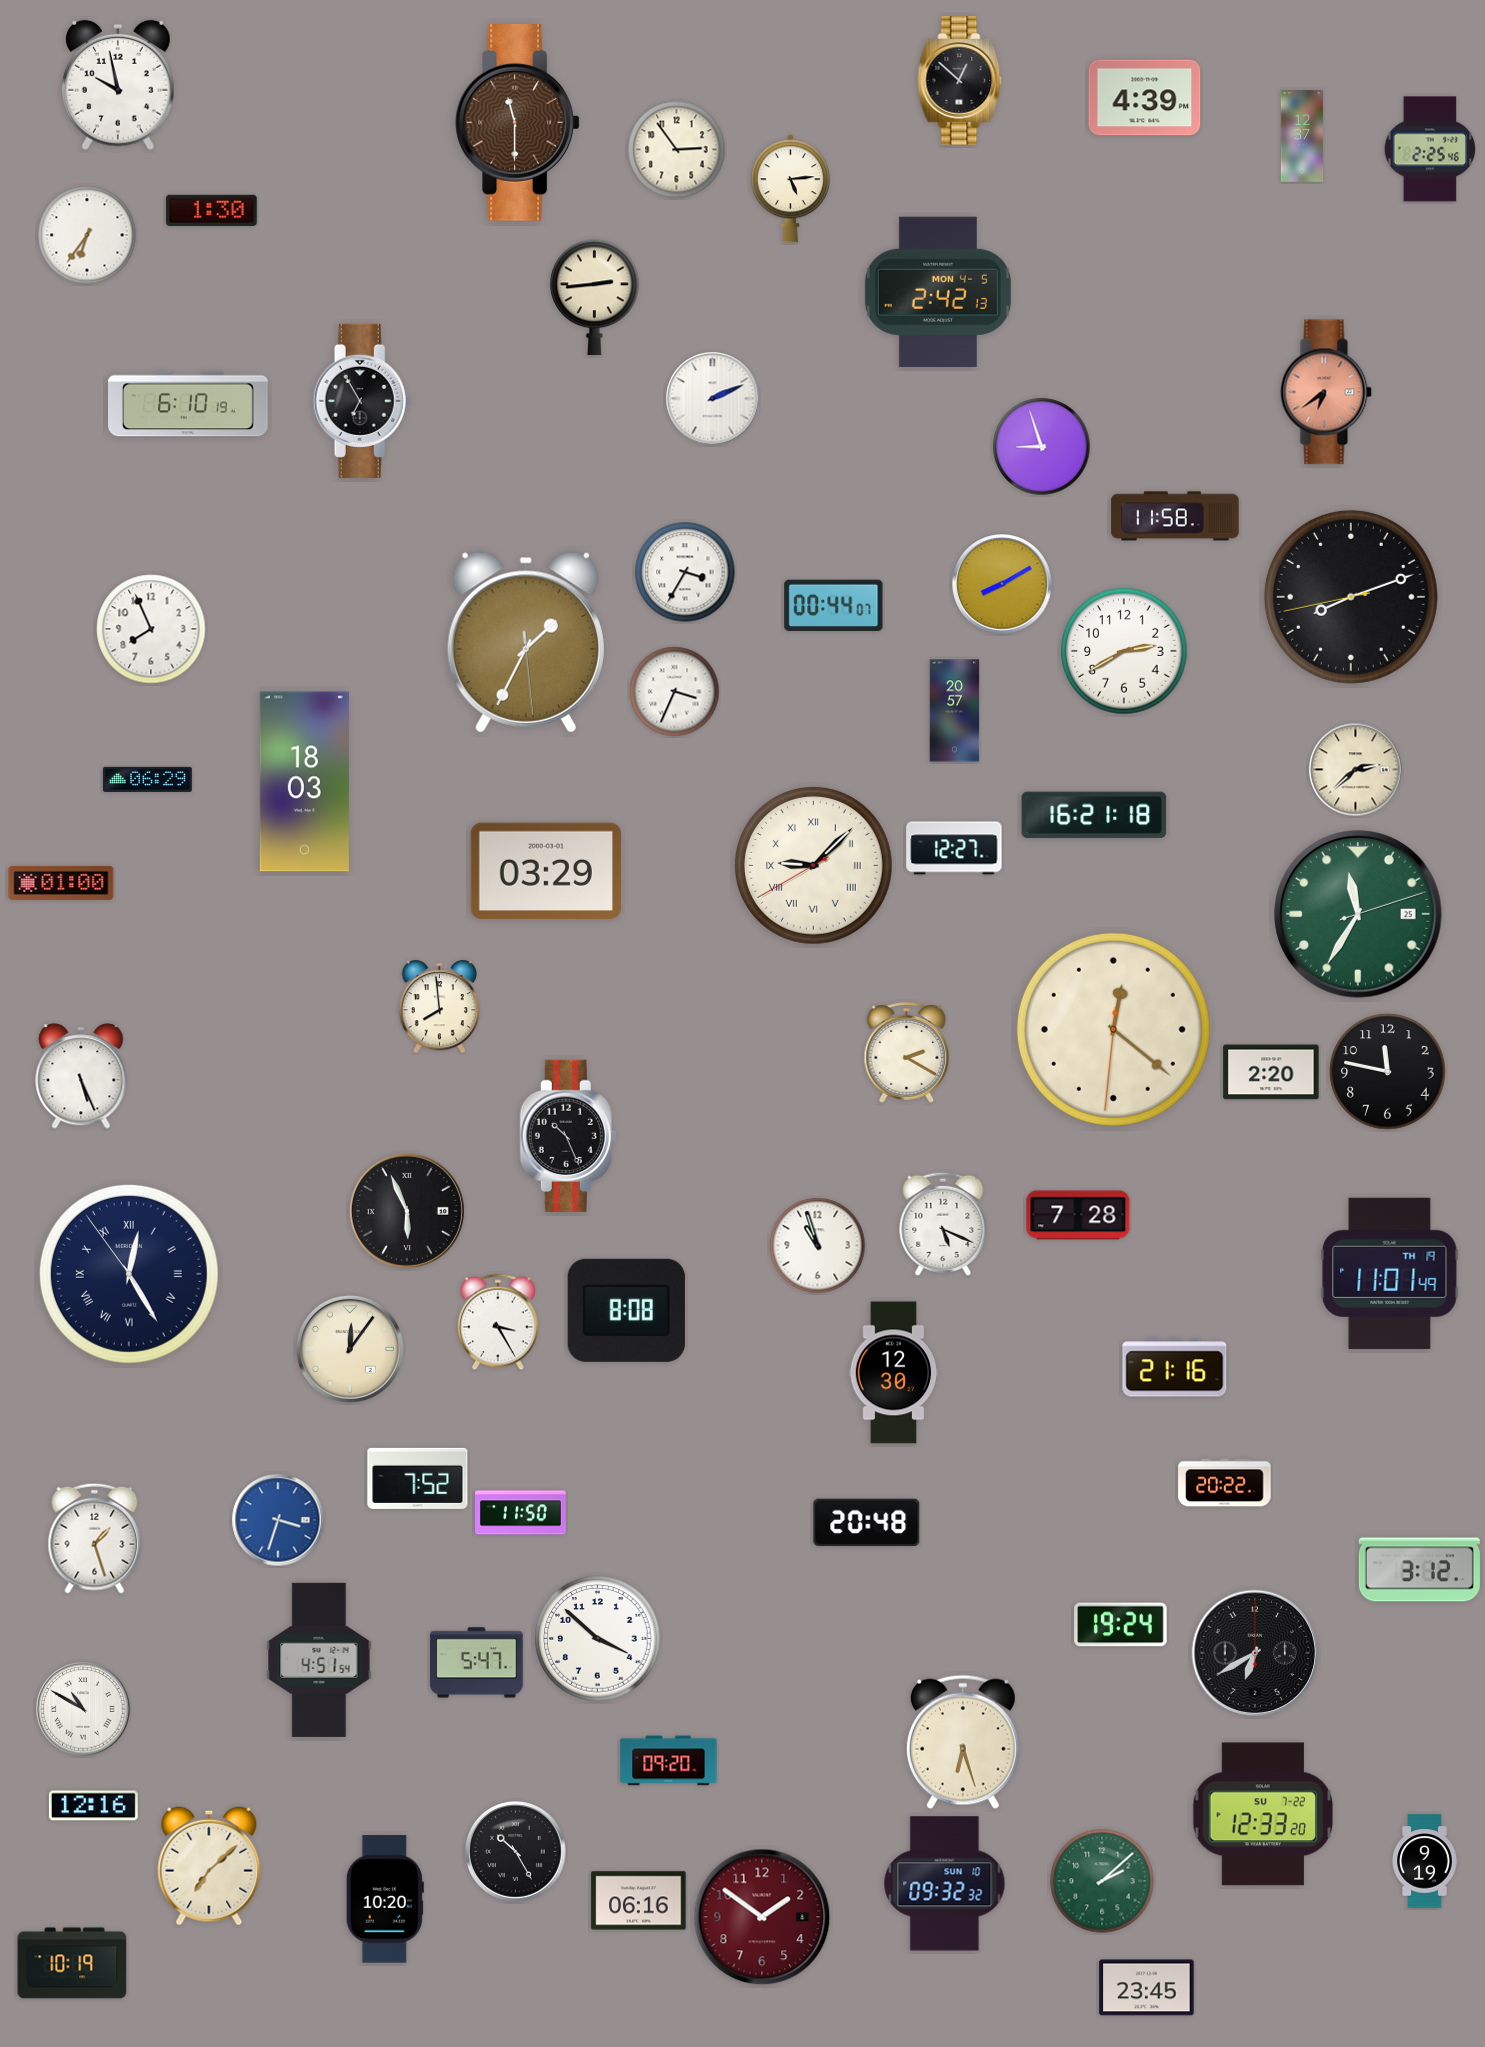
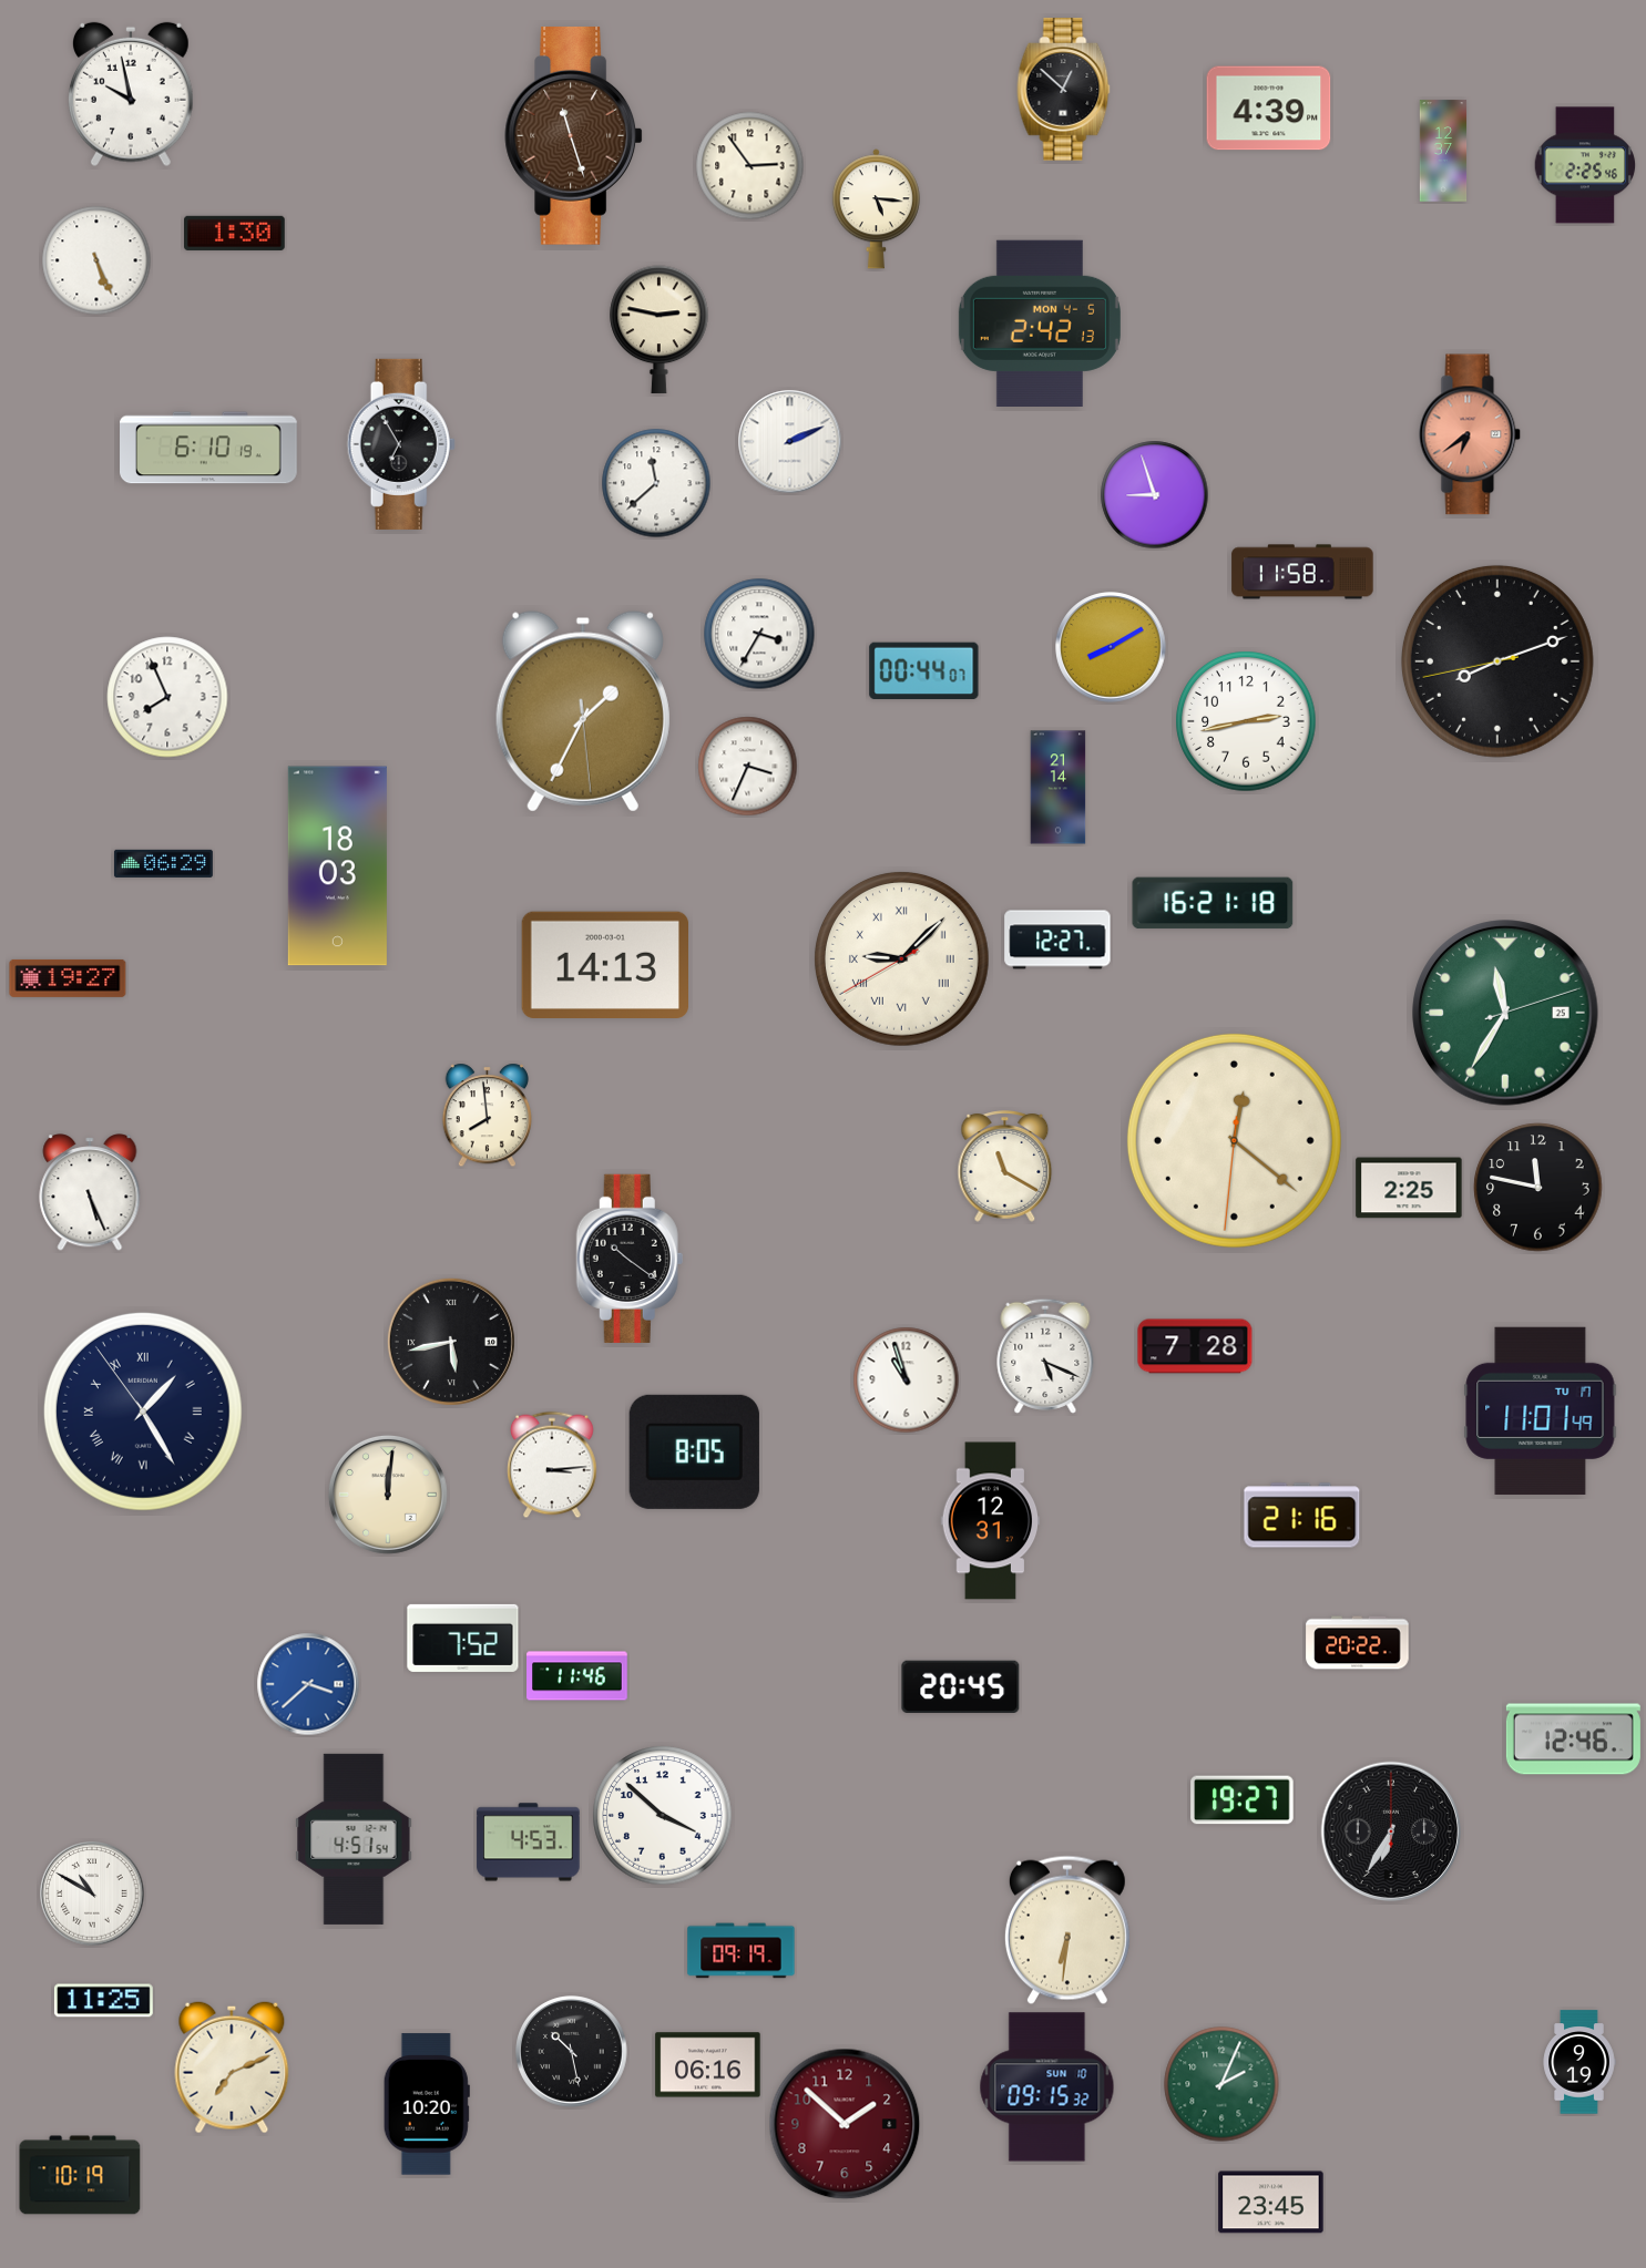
clock at (517, 123): 11:30 -> 11:27
clock at (790, 189): 5:14 -> 5:16
clock at (87, 235): 6:36 -> 5:26
clock at (595, 298): 2:44 -> 2:47
clock at (656, 483): none -> 11:38
clock at (1124, 651): 2:40 -> 2:43
clock at (955, 711): 20:57 -> 21:14
clock at (1356, 770): 2:38 -> none
clock at (545, 870): 03:29 -> 14:13
clock at (61, 883): 01:00 -> 19:27
clock at (907, 1053): 2:20 -> 11:20
clock at (1271, 1072): 2:20 -> 2:25
clock at (568, 1136): 10:26 -> 10:21
clock at (407, 1211): 5:56 -> 5:43
clock at (1390, 1273) date: TH 19 -> TU 17
clock at (129, 1274): 12:24 -> 1:24
clock at (626, 1310): 8:08 -> 8:05
clock at (499, 1322): 3:25 -> 3:14
clock at (350, 1349): 12:06 -> 12:01
clock at (894, 1373): 12:30 -> 12:31
clock at (521, 1513): 11:50 -> 11:46
clock at (278, 1520): 3:33 -> 3:38
clock at (867, 1522): 20:48 -> 20:45
clock at (95, 1538): 1:27 -> none
clock at (1419, 1570): 3:12 -> 12:46
clock at (1121, 1625): 19:24 -> 19:27
clock at (1255, 1653): 6:40 -> 6:35
clock at (477, 1663): 5:47 -> 4:53
clock at (963, 1742): 6:27 -> 6:31
clock at (669, 1761): 09:20 -> 09:19
clock at (93, 1806): 12:16 -> 11:25
clock at (1263, 1814): 12:33 -> none
clock at (516, 1852): 10:25 -> 10:28
clock at (209, 1866): 7:08 -> 7:11
clock at (1102, 1881): 2:08 -> 2:04
clock at (945, 1884): 09:32 -> 09:15
clock at (639, 1901) position: (639, 1901) -> (708, 2065)
clock at (762, 1917): 1:51 -> 1:52
